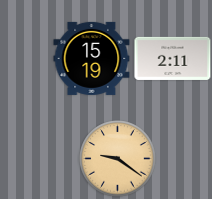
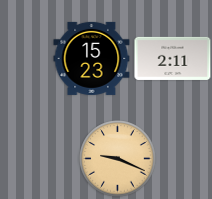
clock at (92, 58): 15:19 -> 15:23
clock at (118, 159): 9:21 -> 9:19
